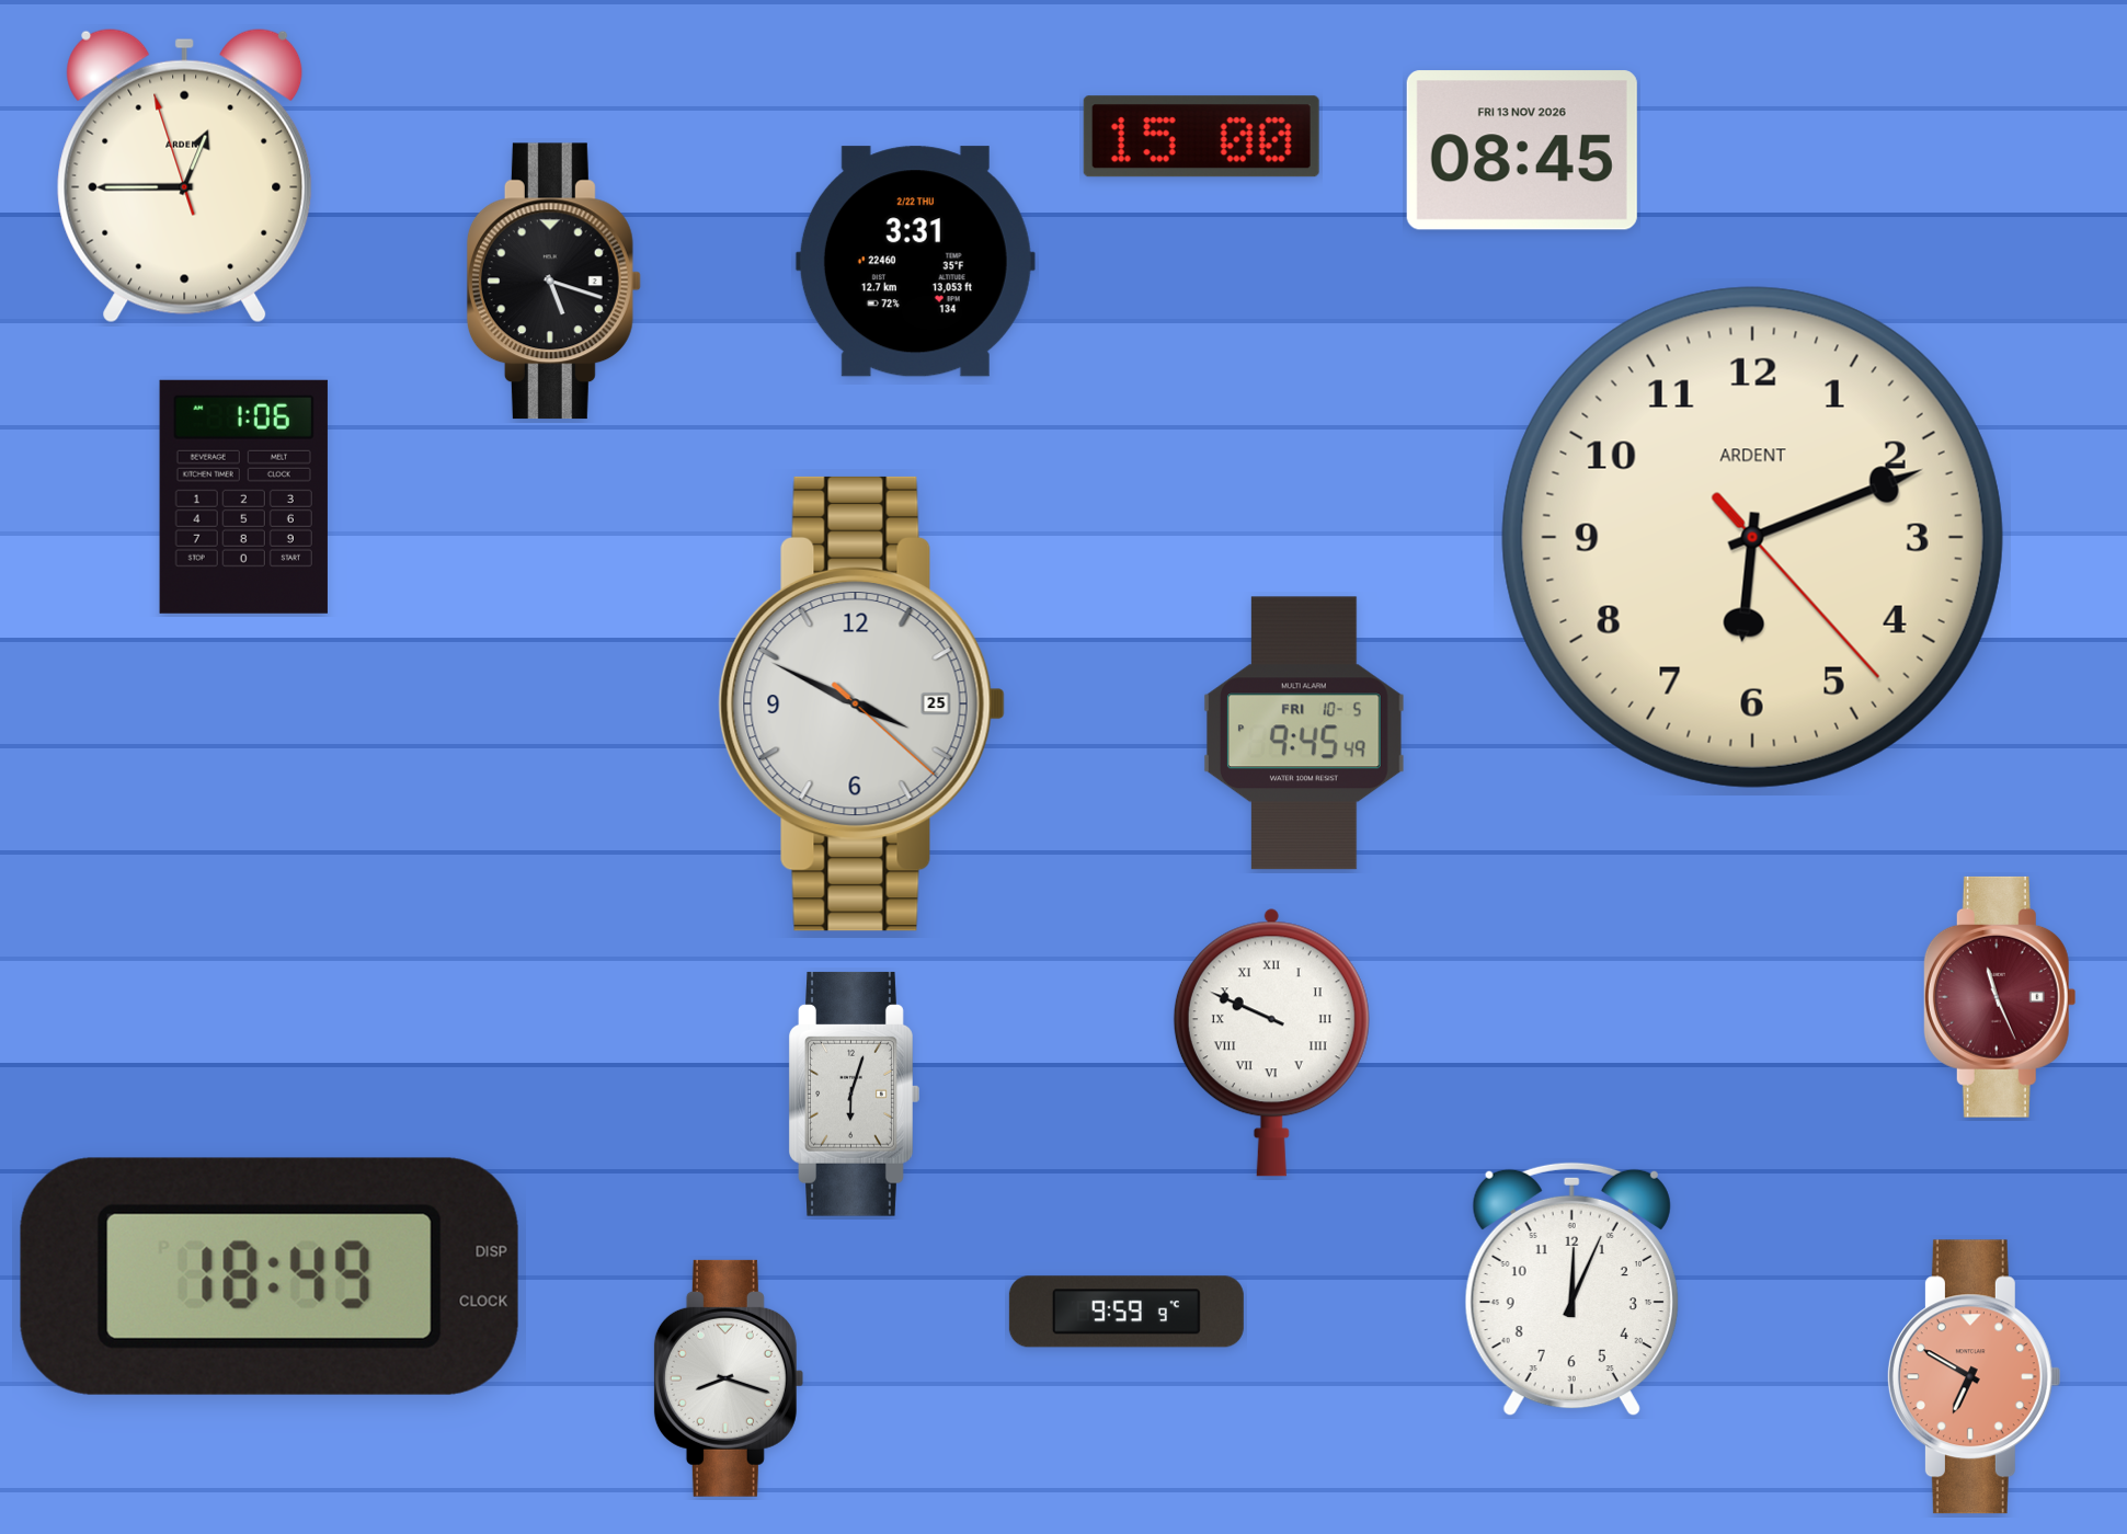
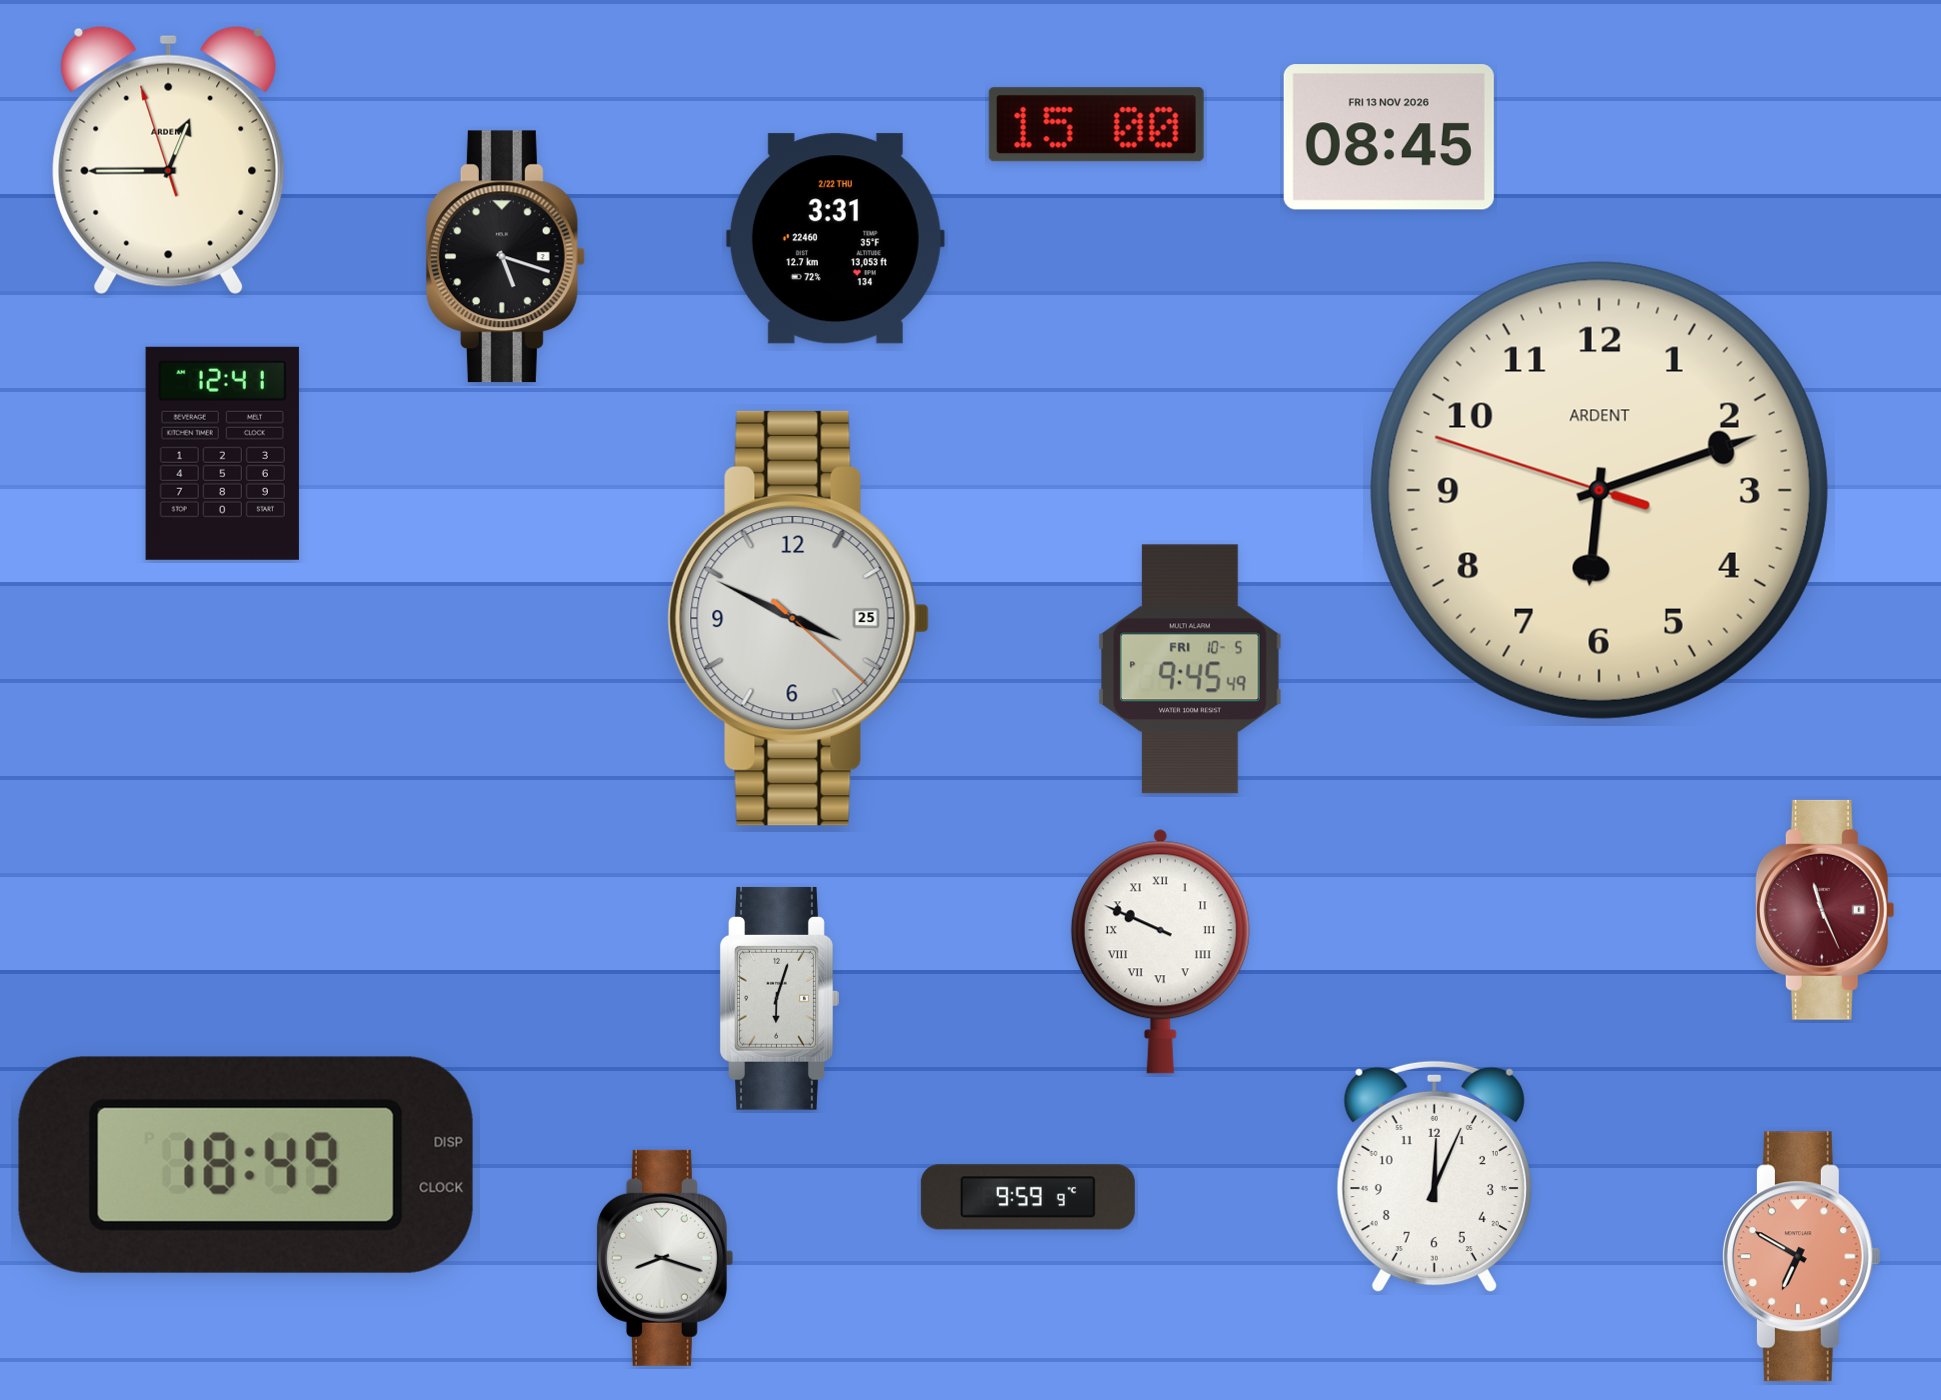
clock at (243, 496): 1:06 -> 12:41
clock at (1752, 537): 6:11:23 -> 6:11:48
clock at (861, 703) position: (861, 703) -> (798, 618)
